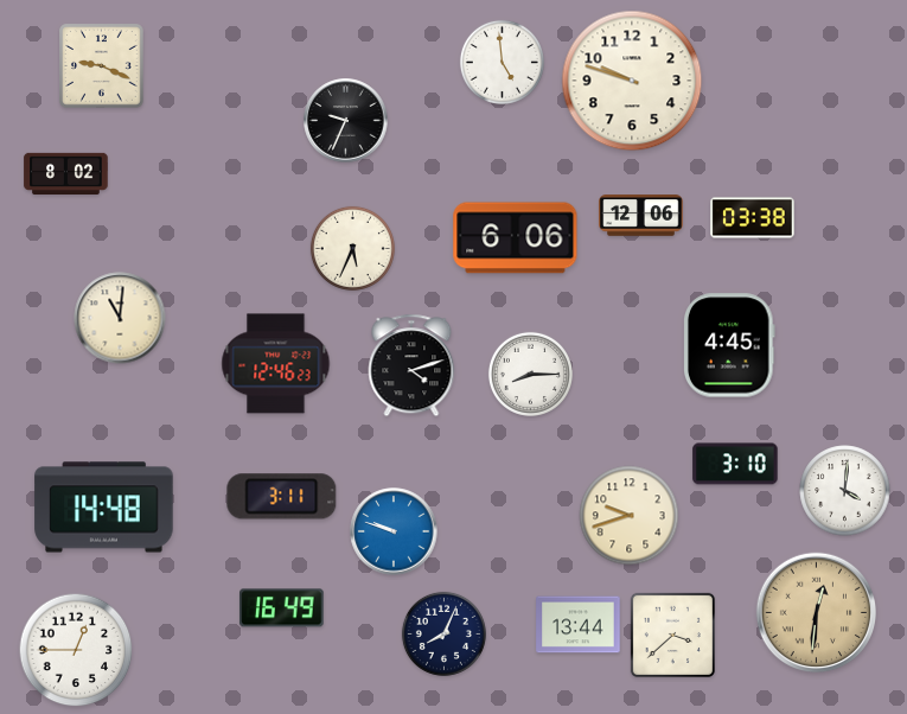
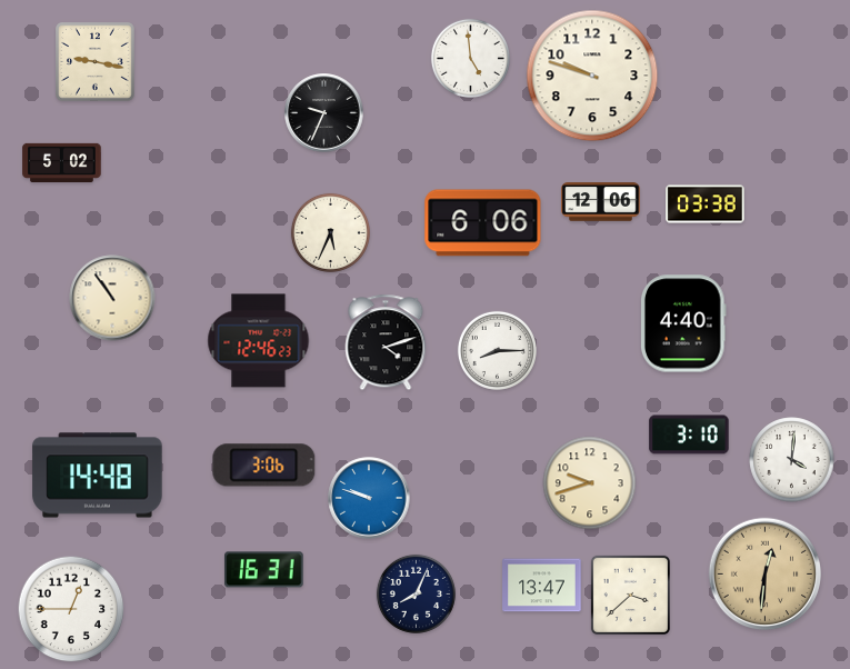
clock at (102, 66): 9:19 -> 9:17
clock at (66, 173): 8:02 -> 5:02
clock at (120, 318): 11:01 -> 10:54
clock at (730, 345): 4:45 -> 4:40
clock at (282, 497): 3:11 -> 3:06
clock at (282, 608): 16:49 -> 16:31
clock at (579, 625): 13:44 -> 13:47
